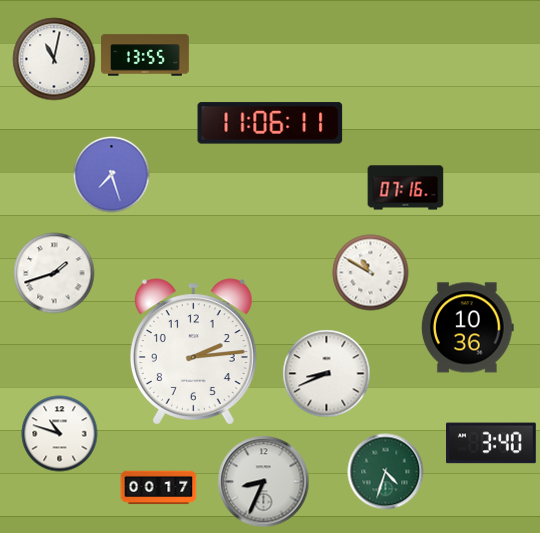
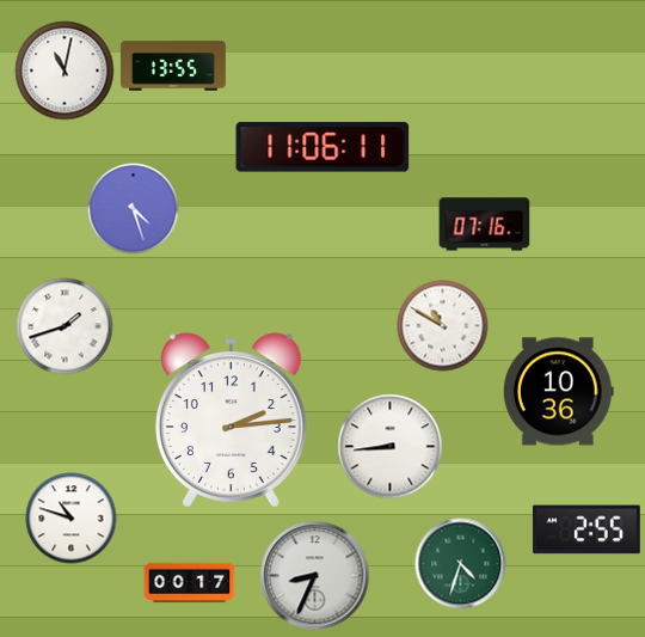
clock at (112, 175): 7:27 -> 4:27
clock at (327, 374): 8:41 -> 8:44
clock at (492, 443): 3:40 -> 2:55
